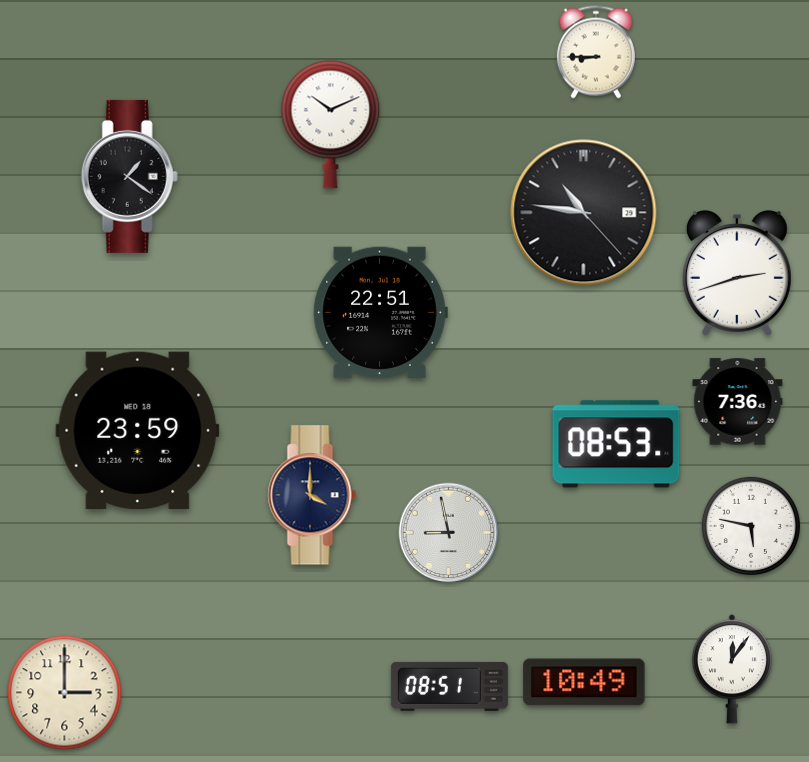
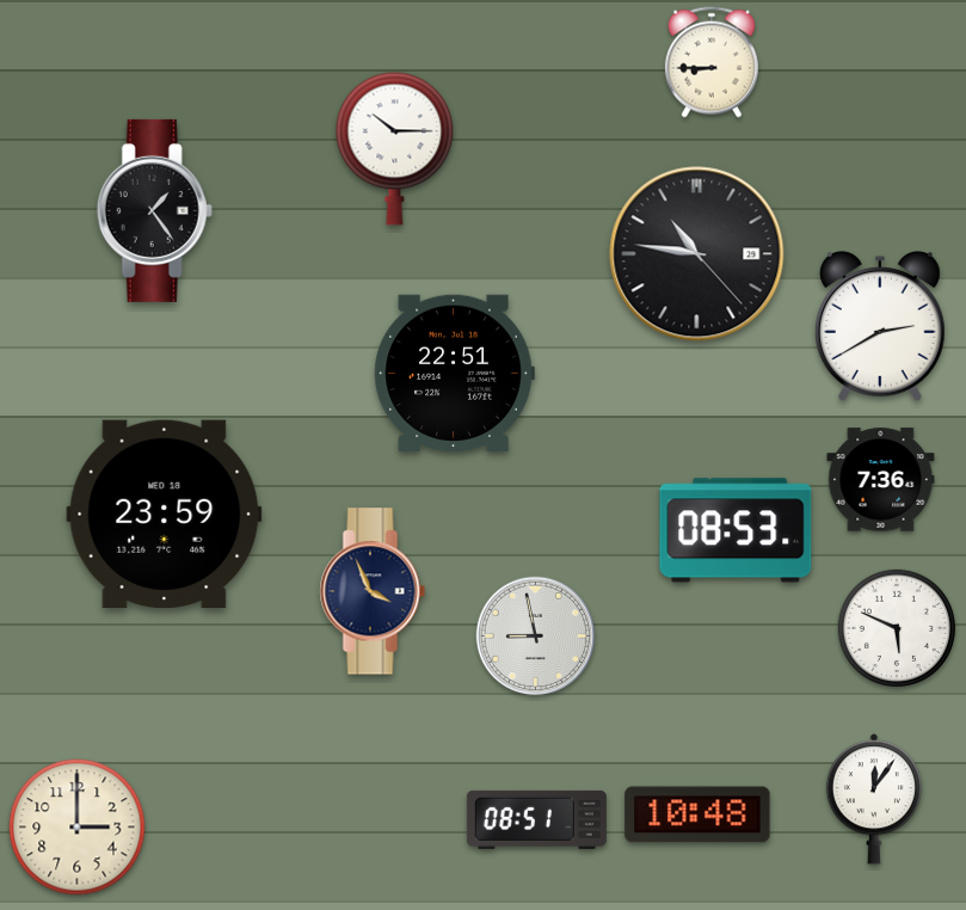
clock at (331, 124): 10:11 -> 10:15
clock at (129, 176): 1:21 -> 1:24
clock at (737, 274): 2:42 -> 2:40
clock at (312, 495): 4:00 -> 3:56
clock at (751, 526): 5:47 -> 5:49
clock at (584, 682): 10:49 -> 10:48
